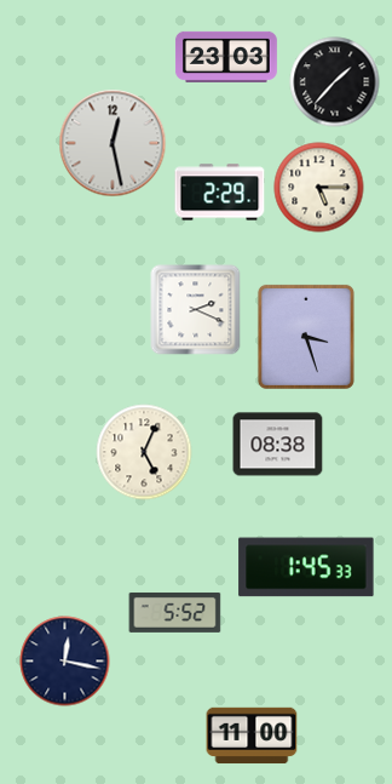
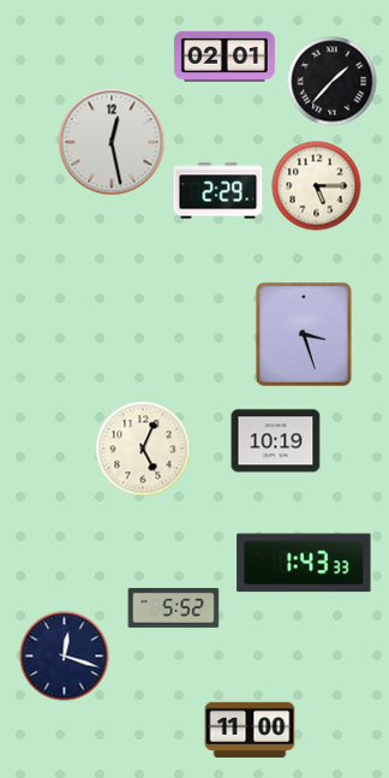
clock at (226, 57): 23:03 -> 02:01
clock at (196, 310): 2:19 -> none
clock at (278, 445): 08:38 -> 10:19
clock at (306, 567): 1:45 -> 1:43
clock at (65, 662): 12:17 -> 12:18
